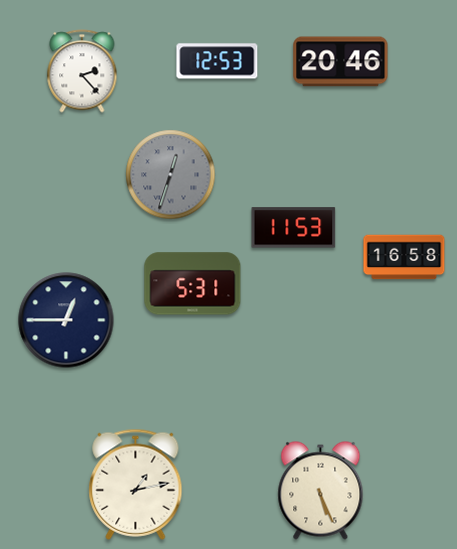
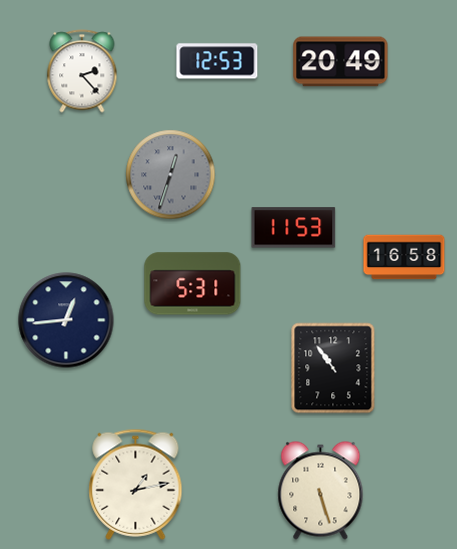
clock at (341, 62): 20:46 -> 20:49
clock at (66, 320): 12:45 -> 12:44
clock at (333, 368): none -> 10:54
clock at (321, 491): 5:26 -> 5:27
